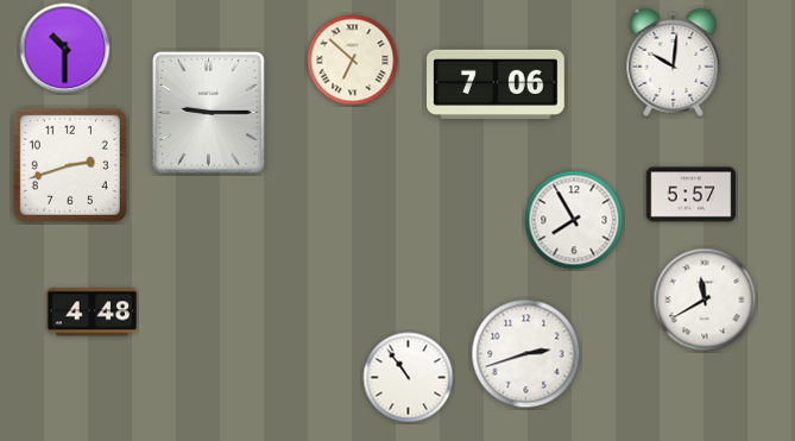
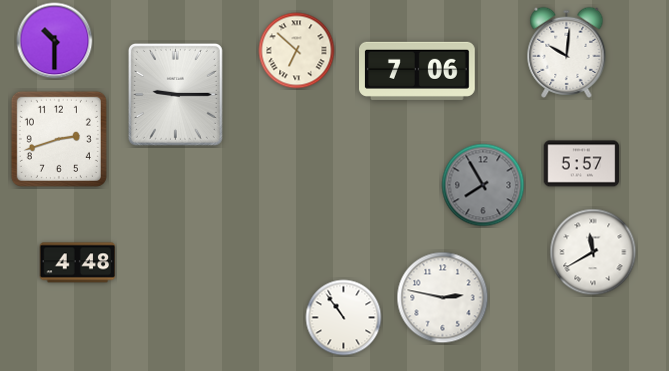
clock at (574, 220) dial: white -> grey
clock at (526, 354): 2:42 -> 2:47
